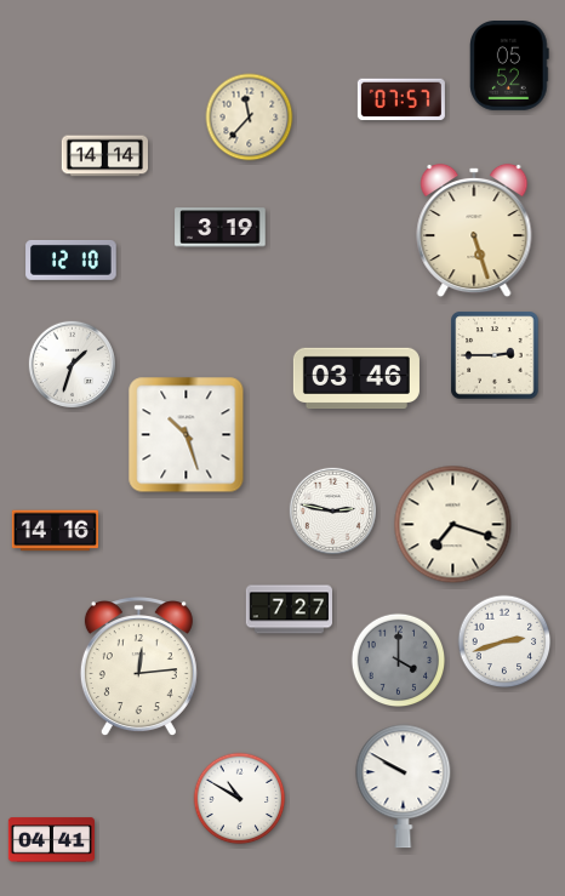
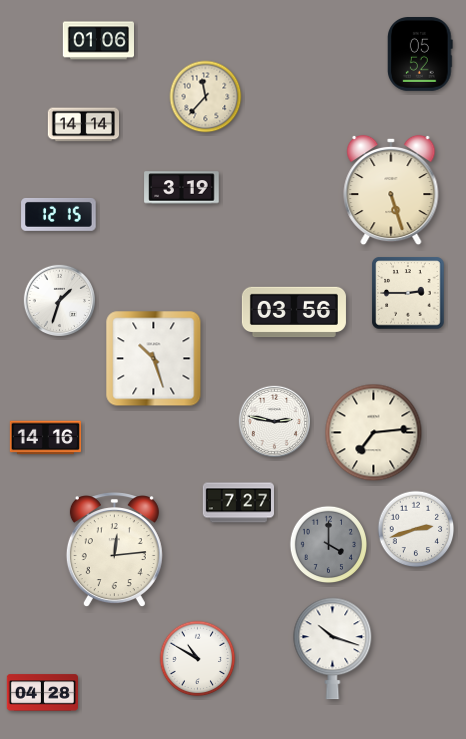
clock at (98, 41): none -> 01:06
clock at (401, 99): 07:57 -> none
clock at (104, 156) position: (104, 156) -> (83, 125)
clock at (72, 259): 12:10 -> 12:15
clock at (356, 378): 03:46 -> 03:56
clock at (453, 525): 7:18 -> 7:14
clock at (404, 787): 9:50 -> 10:18
clock at (51, 840): 04:41 -> 04:28
